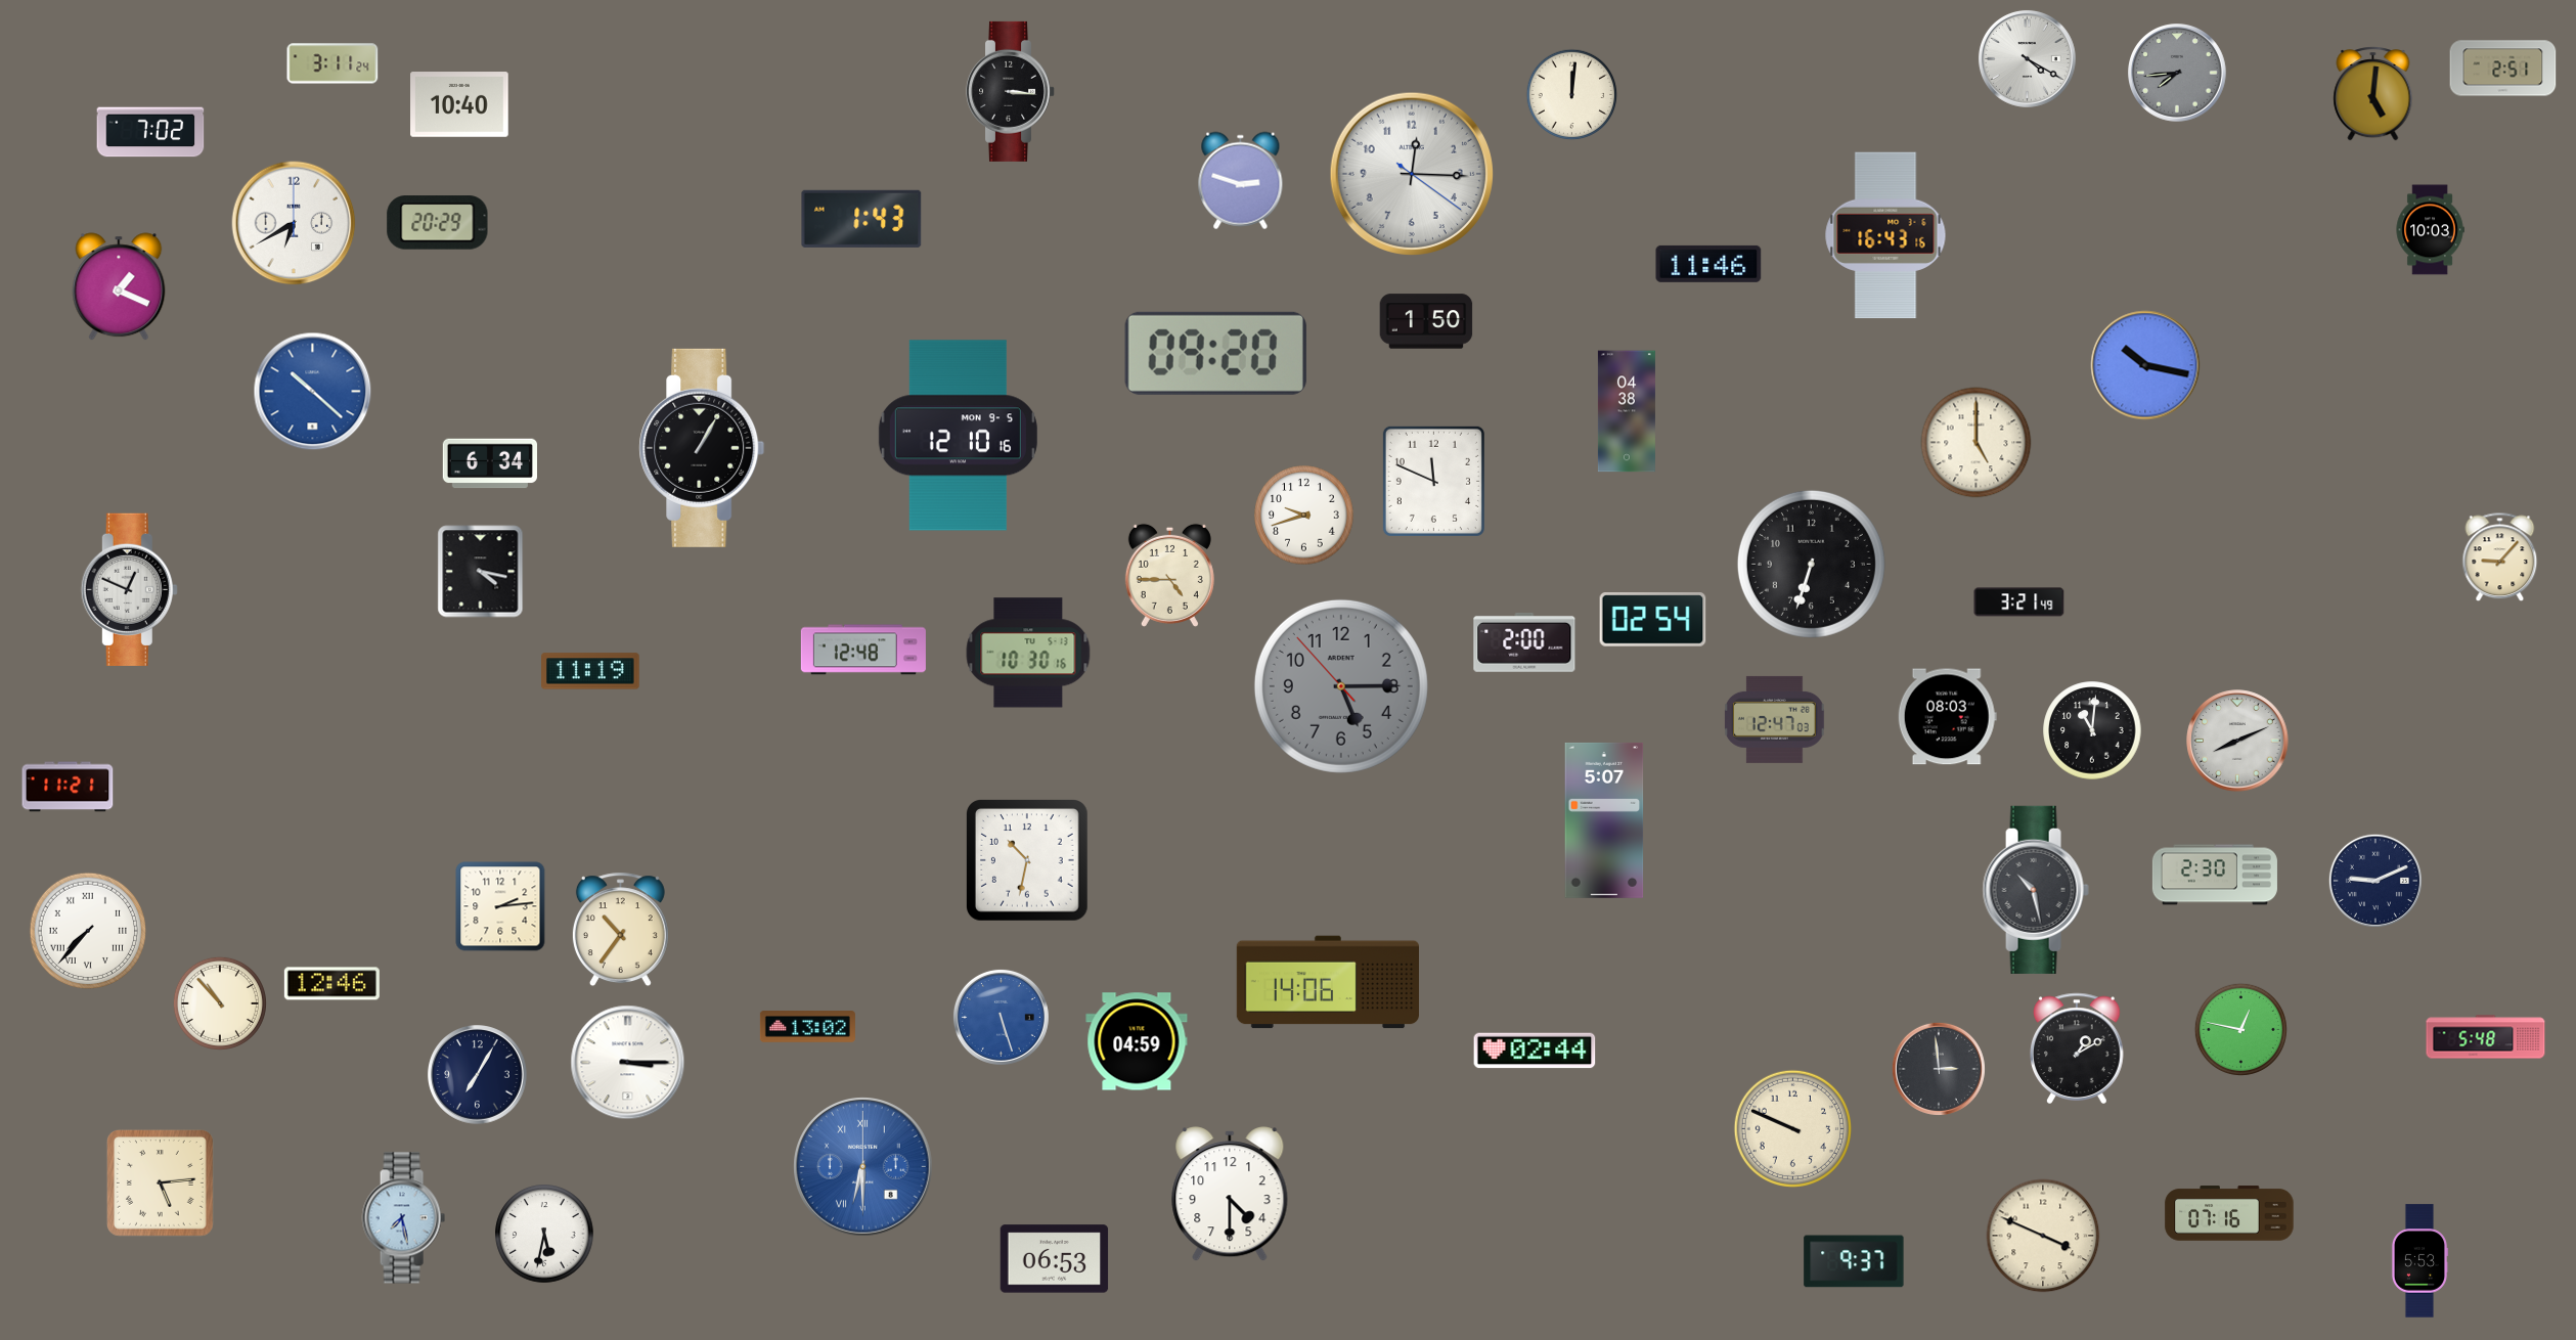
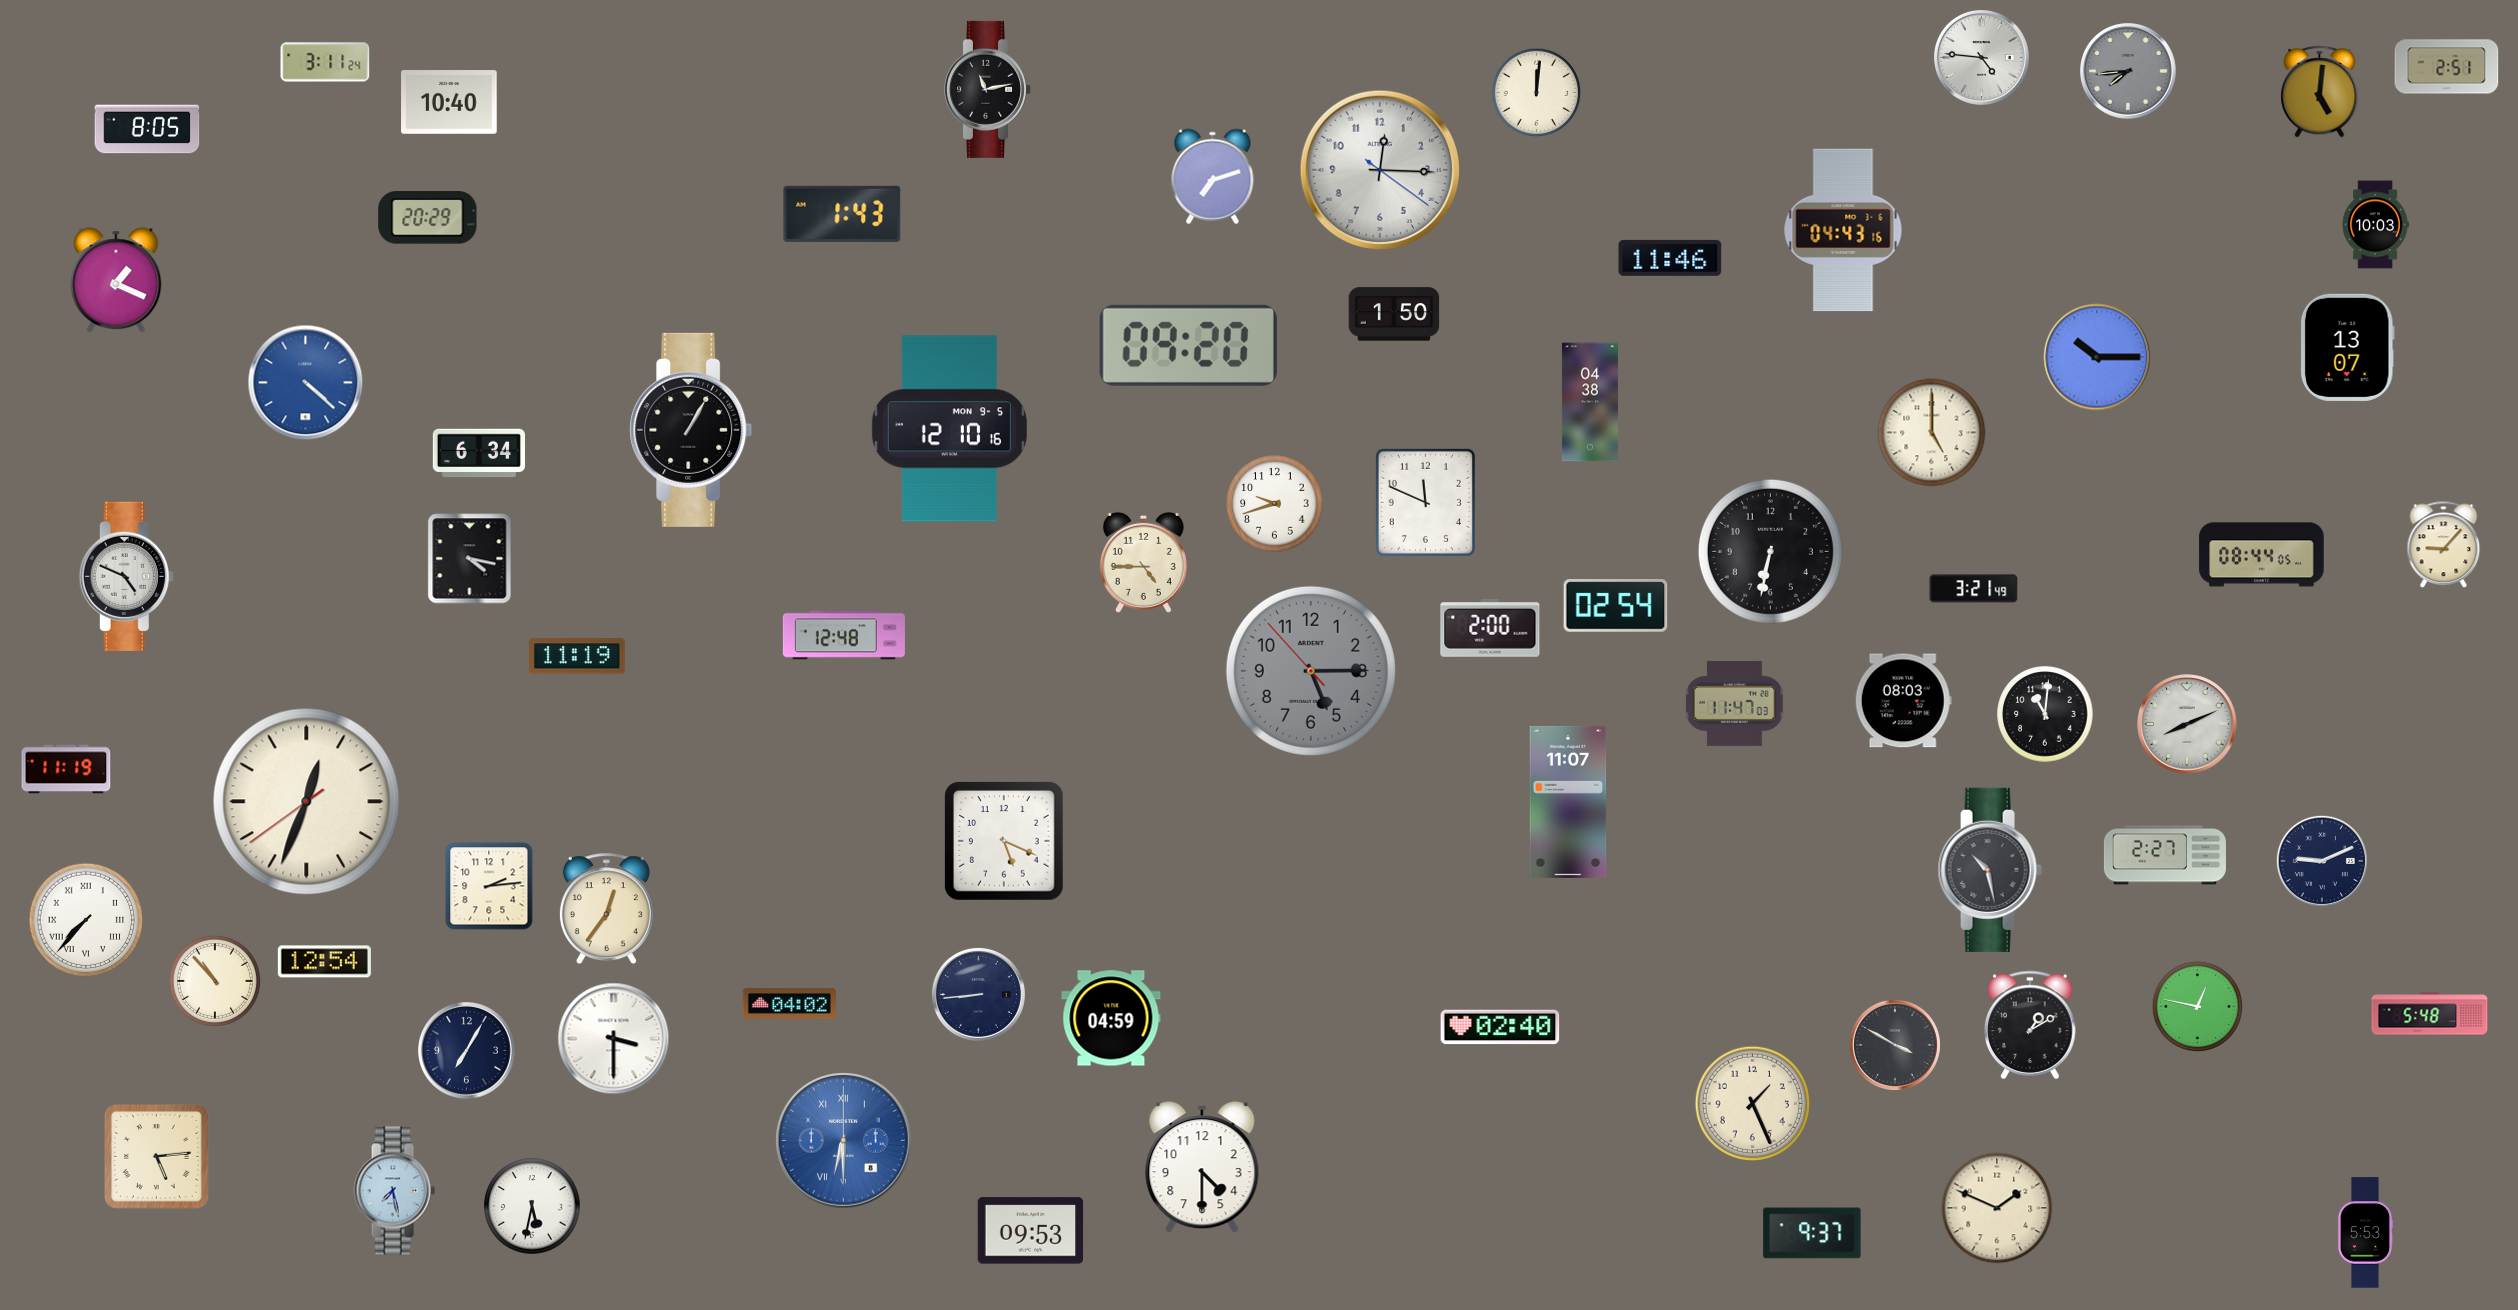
clock at (2027, 58): 4:20 -> 4:46
clock at (1011, 91): 3:16 -> 11:13
clock at (150, 132): 7:02 -> 8:05
clock at (1241, 181): 2:48 -> 7:12
clock at (294, 223): 6:40 -> none
clock at (1885, 235): 16:43 -> 04:43
clock at (2347, 347): none -> 13:07
clock at (2145, 365): 10:17 -> 10:15
clock at (313, 392): 10:22 -> 4:22
clock at (958, 436) position: (958, 436) -> (949, 429)
clock at (702, 448) position: (702, 448) -> (691, 430)
clock at (1433, 481) position: (1433, 481) -> (1425, 502)
clock at (1811, 564): 6:33 -> 6:32
clock at (2262, 555): none -> 08:44
clock at (129, 589): 12:49 -> 4:49
clock at (1028, 653): 10:30 -> none
clock at (1775, 719): 12:47 -> 11:47
clock at (68, 787): 11:21 -> 11:19
clock at (307, 802): none -> 12:33
clock at (1604, 820): 5:07 -> 11:07
clock at (1028, 861): 10:32 -> 5:19
clock at (2215, 875): 2:30 -> 2:27
clock at (620, 930): 10:36 -> 12:36
clock at (88, 931) position: (88, 931) -> (86, 920)
clock at (1327, 982): 14:06 -> none
clock at (331, 984): 12:46 -> 12:54
clock at (1001, 1017): 5:27 -> 8:44
clock at (1001, 1017) dial: blue -> navy
clock at (807, 1027): 13:02 -> 04:02
clock at (2240, 1029) position: (2240, 1029) -> (2197, 1006)
clock at (1535, 1051): 02:44 -> 02:40
clock at (628, 1063): 3:15 -> 3:30
clock at (1939, 1069): 2:59 -> 3:50
clock at (1792, 1128): 9:49 -> 1:26
clock at (2229, 1213): 07:16 -> none
clock at (2043, 1236): 3:49 -> 1:49
clock at (1055, 1259): 06:53 -> 09:53
